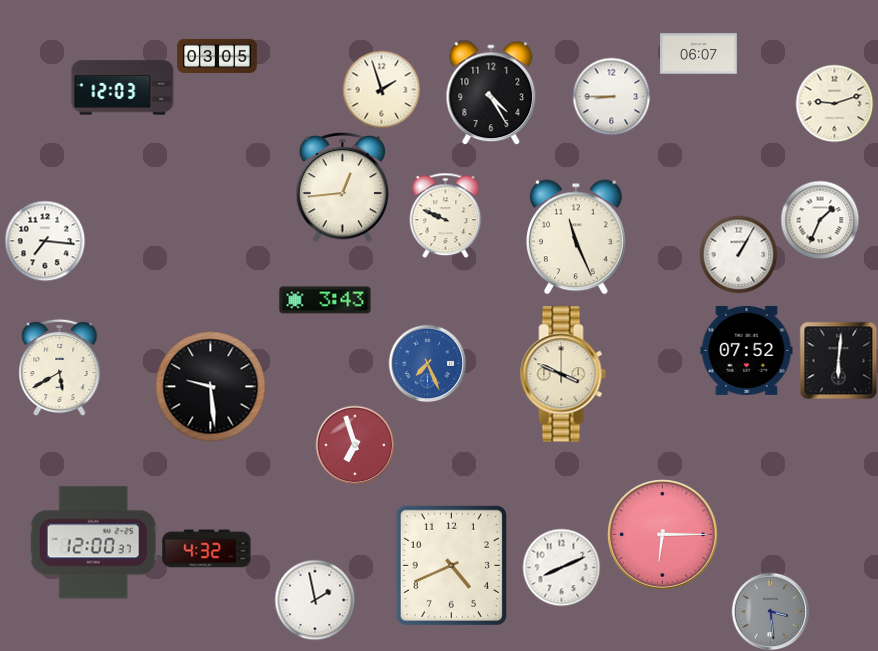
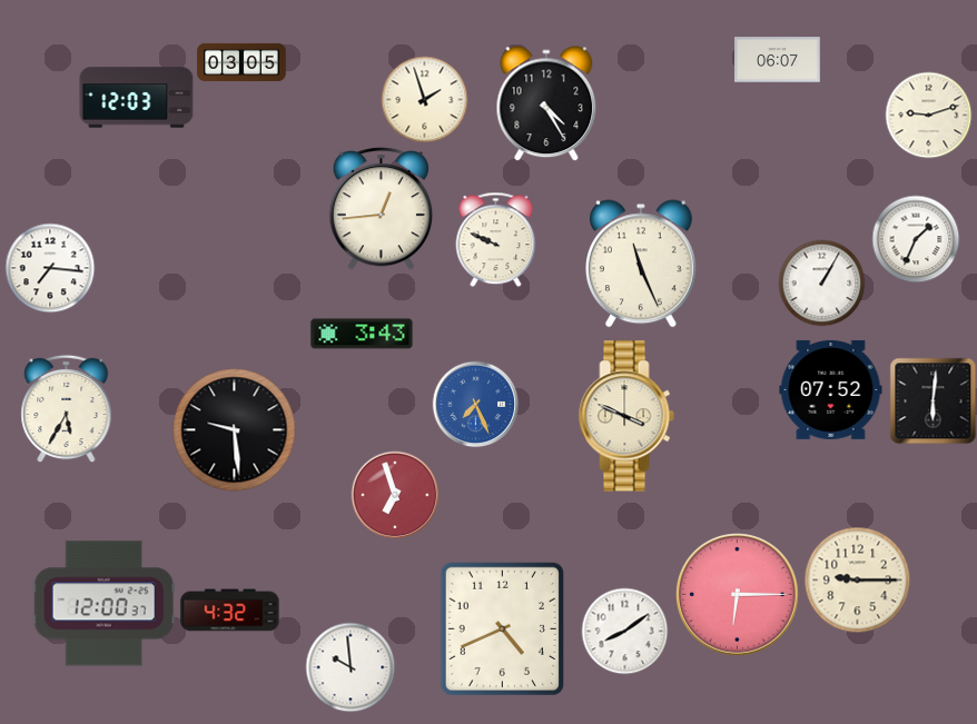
clock at (611, 96): 8:45 -> none
clock at (820, 220) position: (820, 220) -> (916, 239)
clock at (60, 367): 5:40 -> 5:35
clock at (857, 579): none -> 9:15
clock at (561, 567): 8:11 -> 8:09
clock at (315, 600): 1:58 -> 9:59
clock at (770, 611): 3:29 -> none
